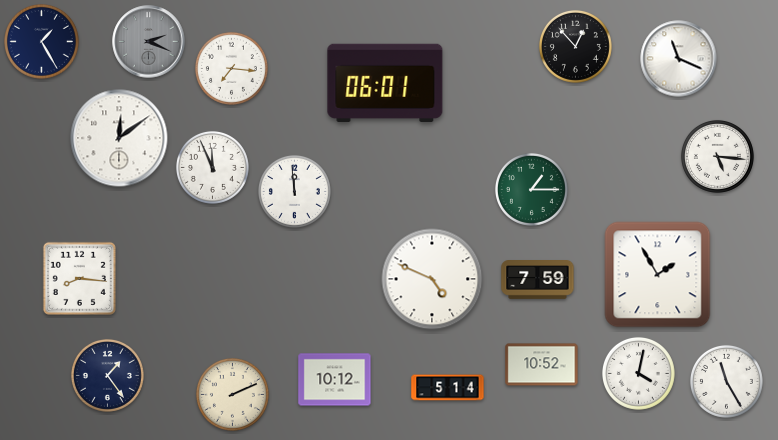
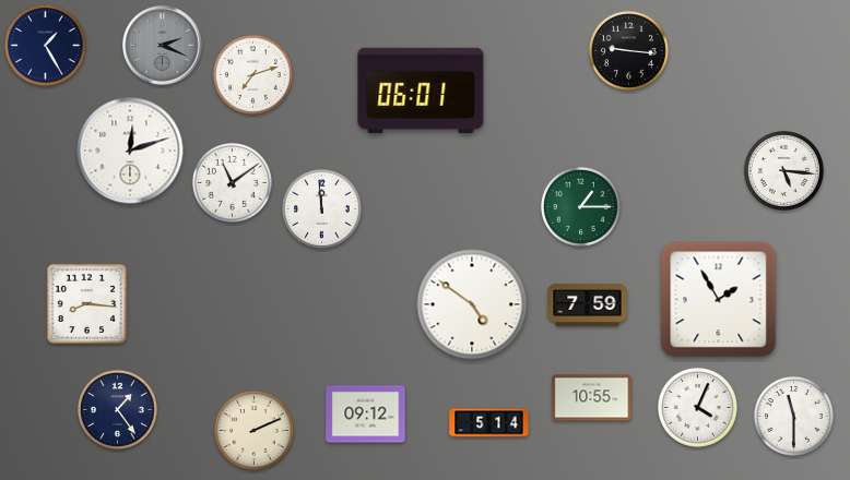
clock at (575, 46): 12:53 -> 9:16
clock at (679, 59): 11:19 -> none
clock at (231, 68): 7:16 -> 7:12
clock at (119, 138): 12:09 -> 12:12
clock at (212, 167): 11:56 -> 11:09
clock at (432, 279): 4:49 -> 4:51
clock at (542, 365): 10:52 -> 10:55
clock at (638, 373): 4:02 -> 4:04
clock at (335, 380): 10:12 -> 09:12
clock at (726, 381): 11:25 -> 11:30
